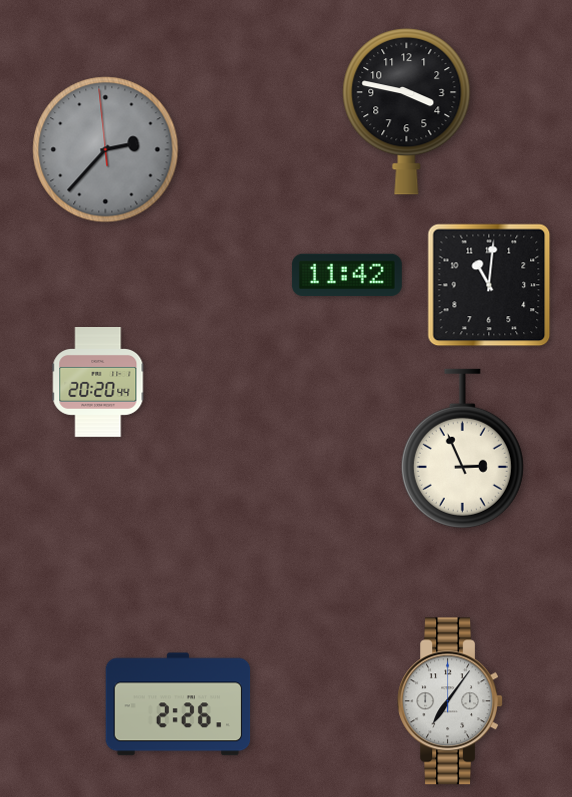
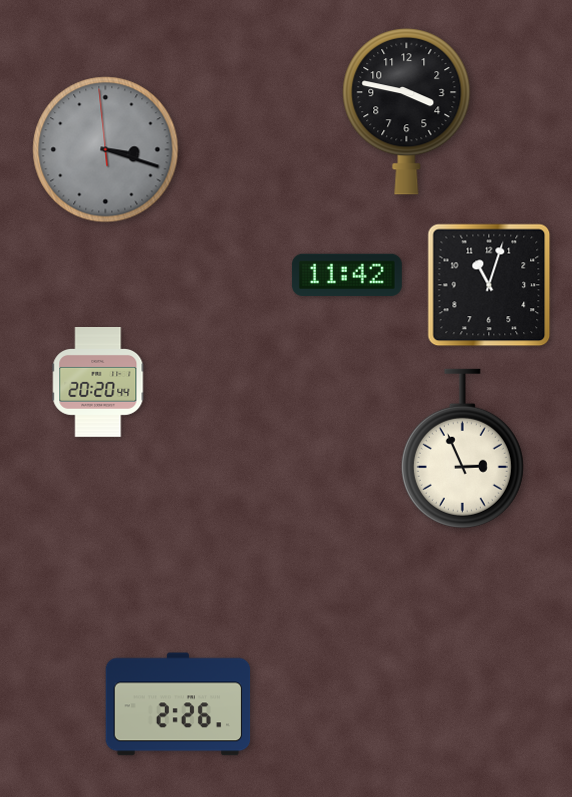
clock at (106, 150): 2:36 -> 3:17
clock at (489, 285): 11:01 -> 11:03
clock at (450, 701): 7:06 -> none
